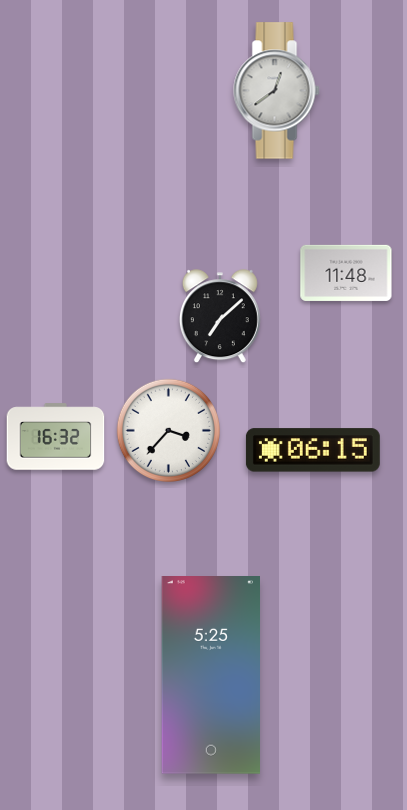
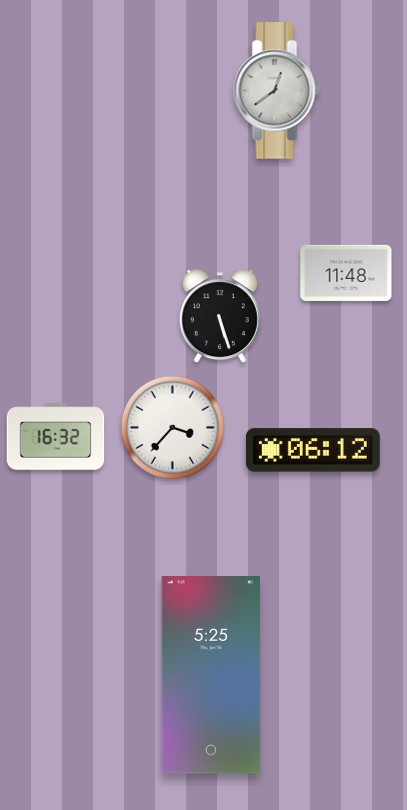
clock at (220, 317): 7:08 -> 5:27
clock at (168, 430) position: (168, 430) -> (172, 427)
clock at (313, 450): 06:15 -> 06:12
